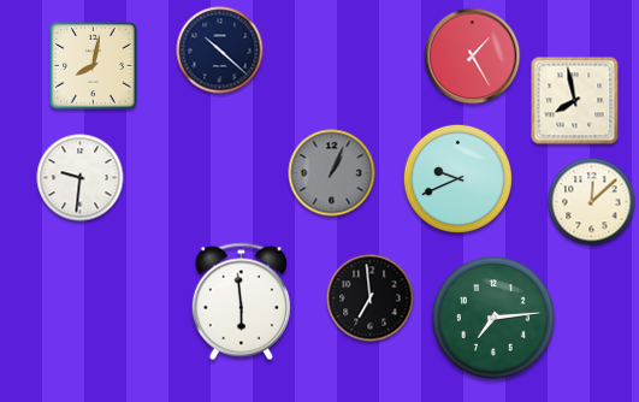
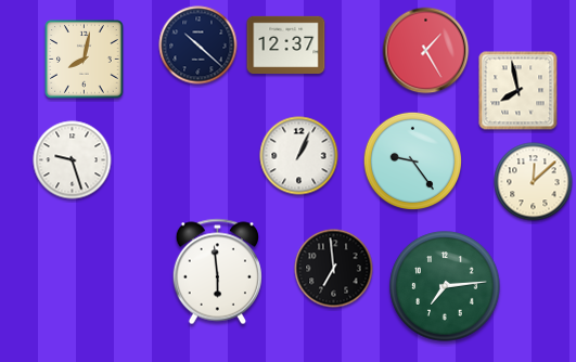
clock at (286, 44): none -> 12:37
clock at (332, 173) dial: grey -> white
clock at (81, 178): 9:31 -> 9:27
clock at (457, 178): 9:41 -> 9:24
